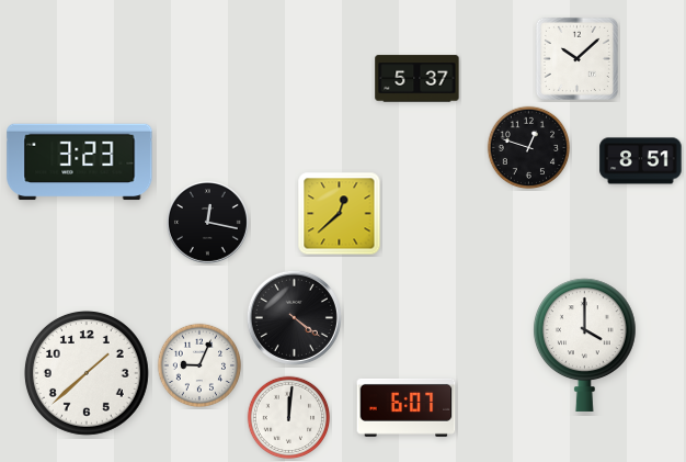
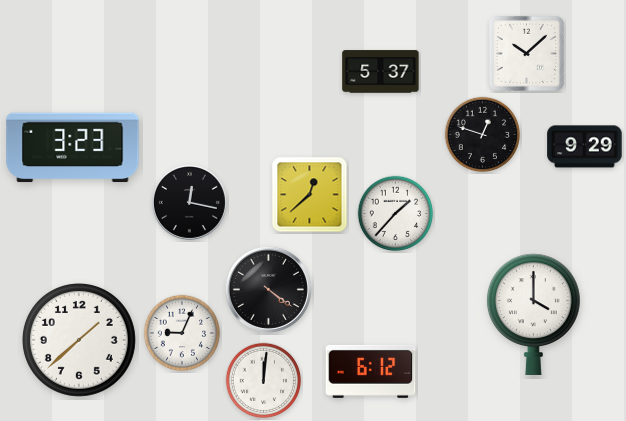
clock at (641, 161): 8:51 -> 9:29
clock at (396, 214): none -> 1:37
clock at (407, 407): 6:07 -> 6:12
